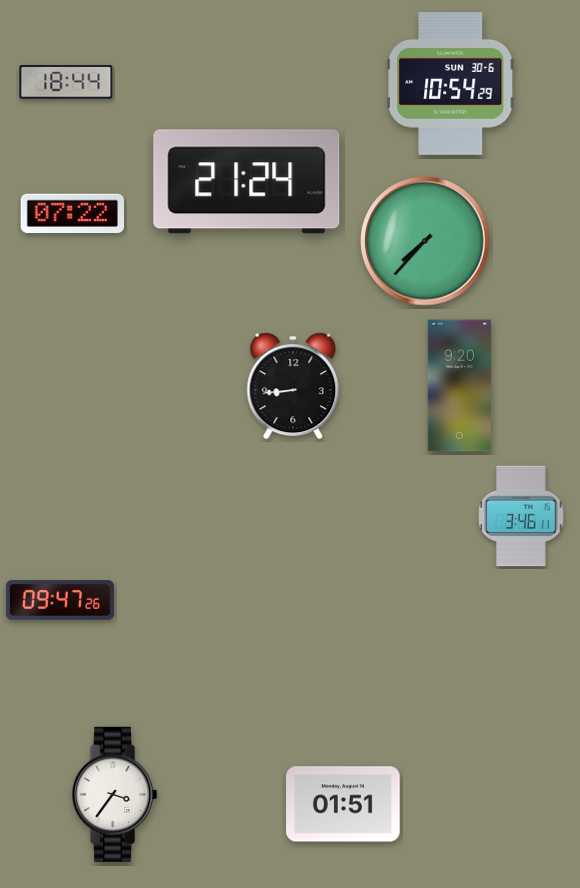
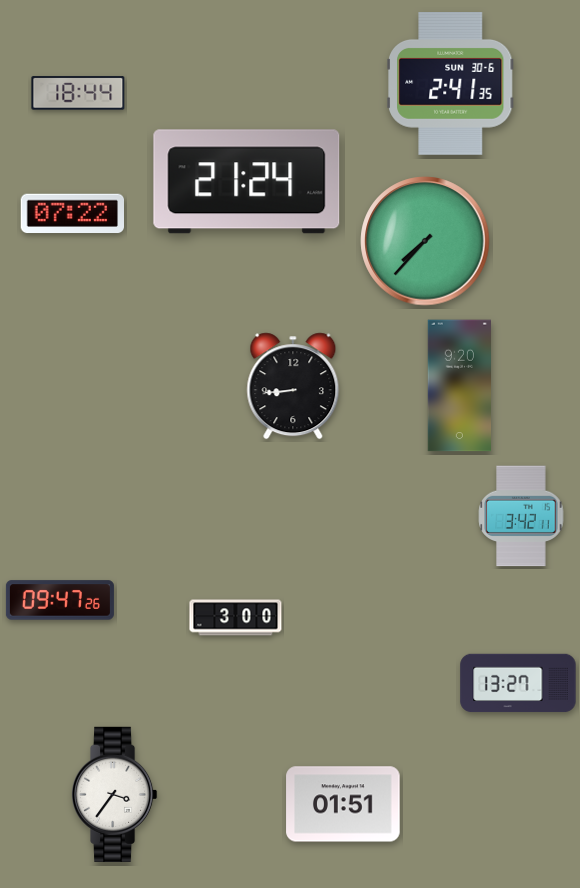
clock at (66, 82) position: (66, 82) -> (78, 93)
clock at (451, 84): 10:54 -> 2:41
clock at (521, 516): 3:46 -> 3:42
clock at (236, 618): none -> 3:00
clock at (518, 683): none -> 13:27
